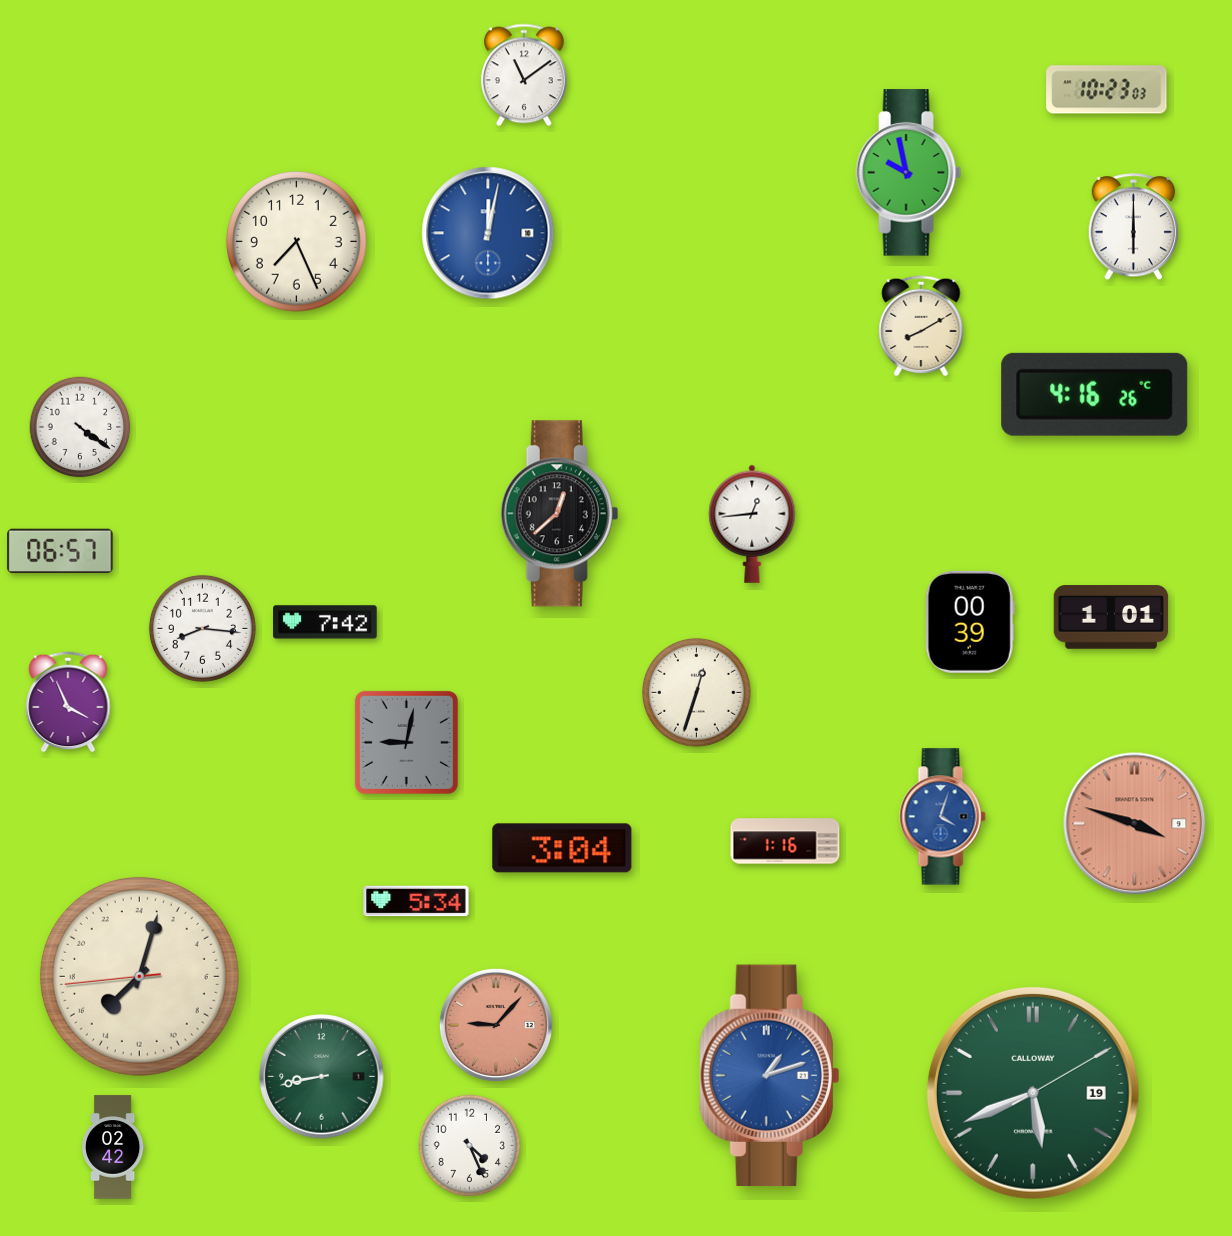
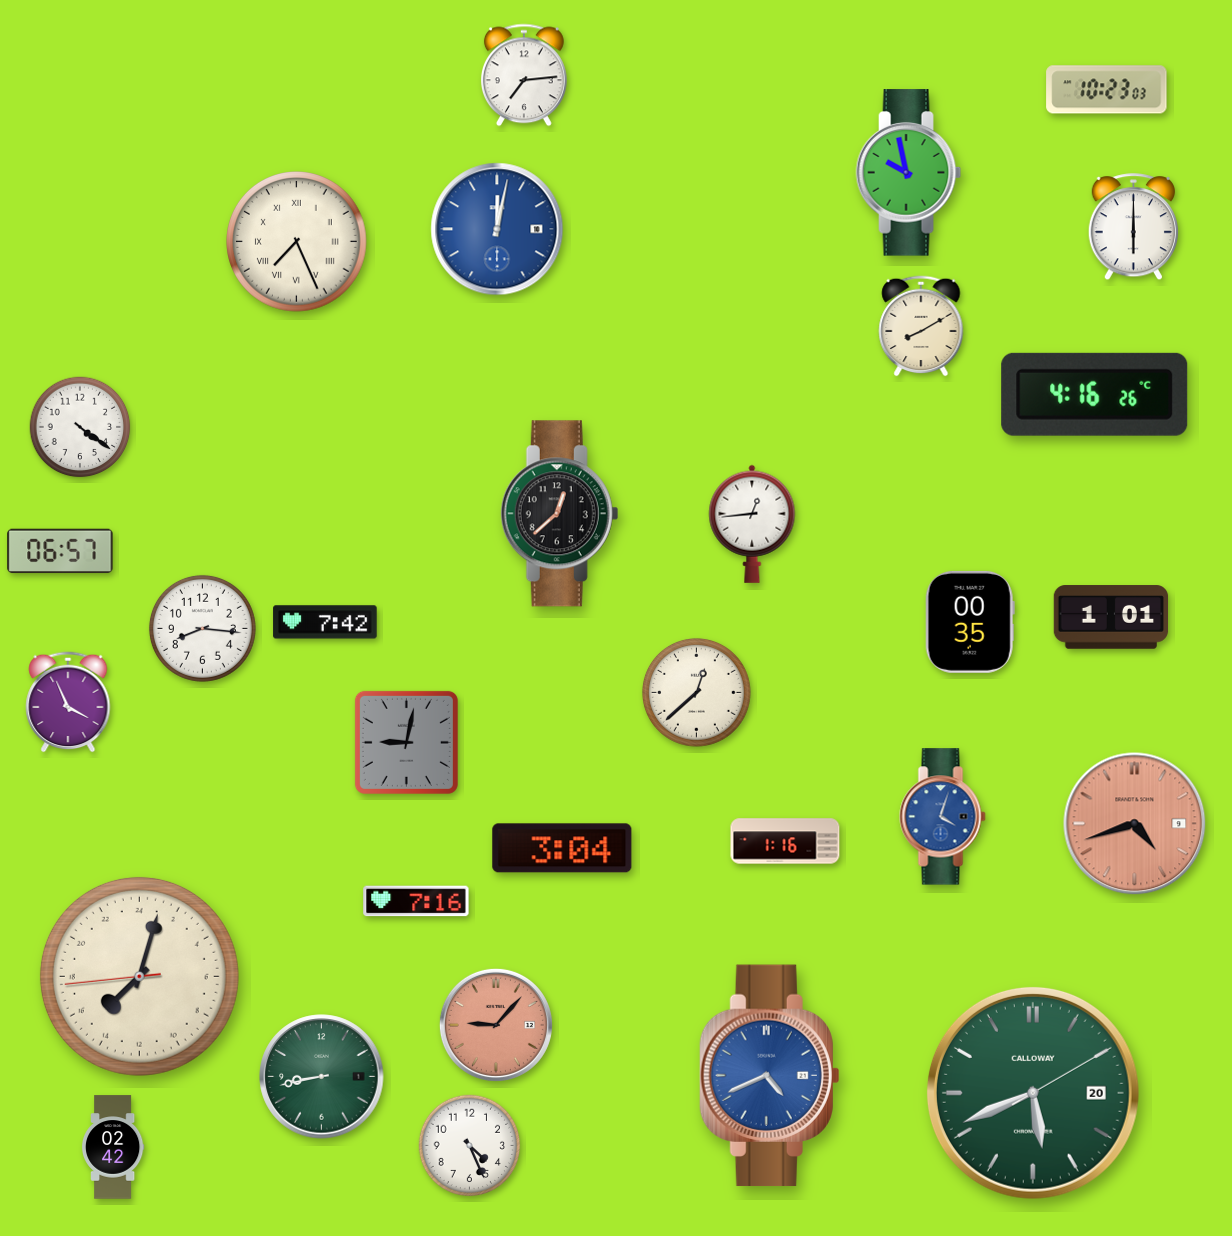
clock at (524, 75): 11:09 -> 7:14
clock at (488, 233) position: (488, 233) -> (497, 229)
clock at (297, 242) numerals: Arabic -> Roman
clock at (970, 622): 00:39 -> 00:35
clock at (696, 692): 12:33 -> 12:38
clock at (1135, 824): 3:48 -> 4:42
clock at (416, 901): 5:34 -> 7:16
clock at (770, 1076): 1:12 -> 4:41
clock at (1033, 1093) date: 19 -> 20
